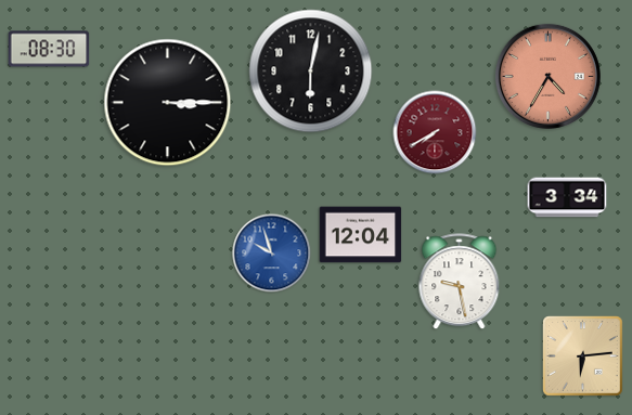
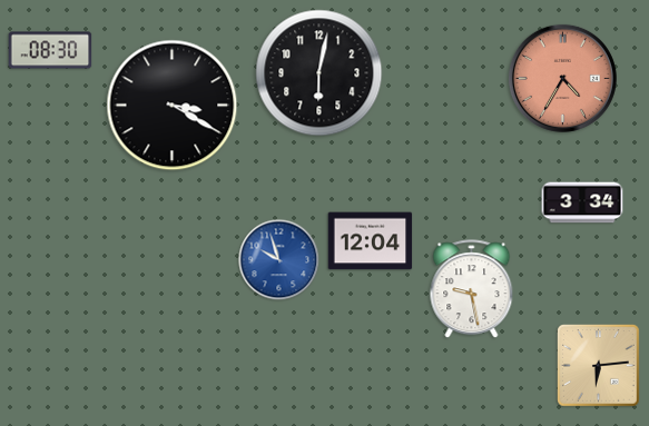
clock at (168, 103): 3:15 -> 3:20
clock at (435, 132): 7:40 -> none
